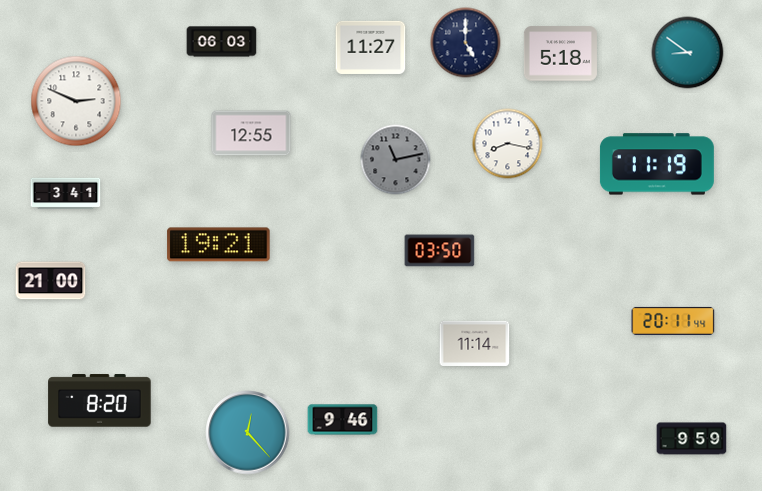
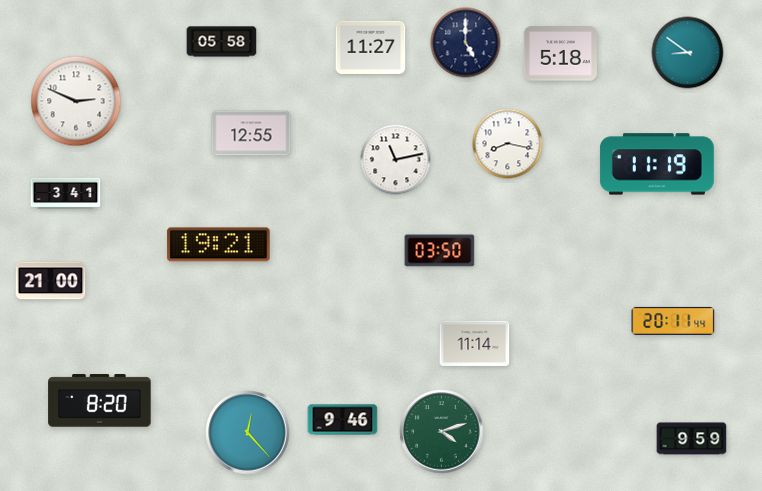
clock at (222, 42): 06:03 -> 05:58
clock at (396, 160) dial: grey -> white
clock at (442, 432): none -> 4:12
